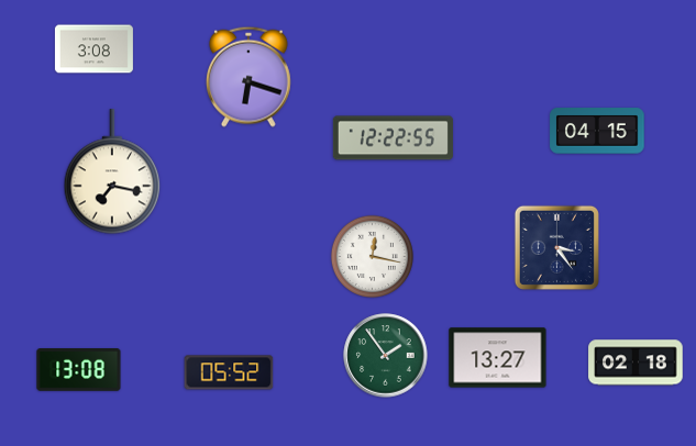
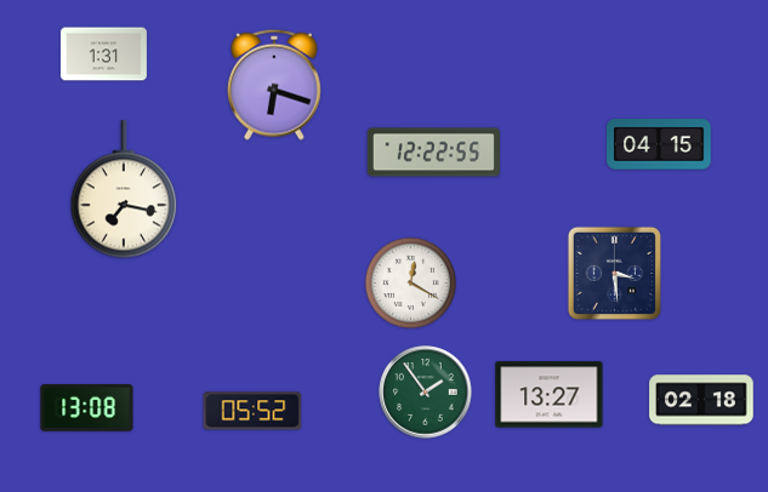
clock at (93, 49): 3:08 -> 1:31
clock at (556, 247): 3:24 -> 3:29
clock at (372, 256): 12:17 -> 12:20
